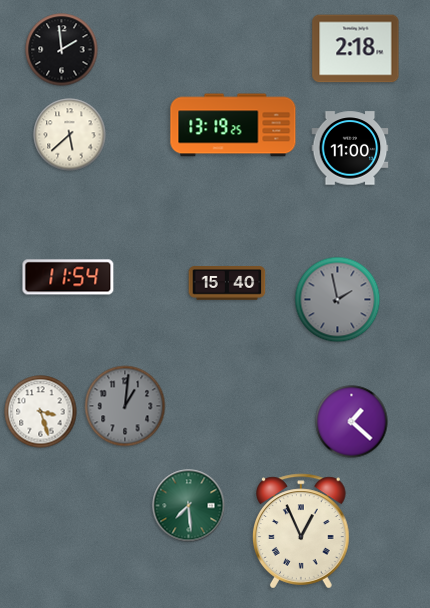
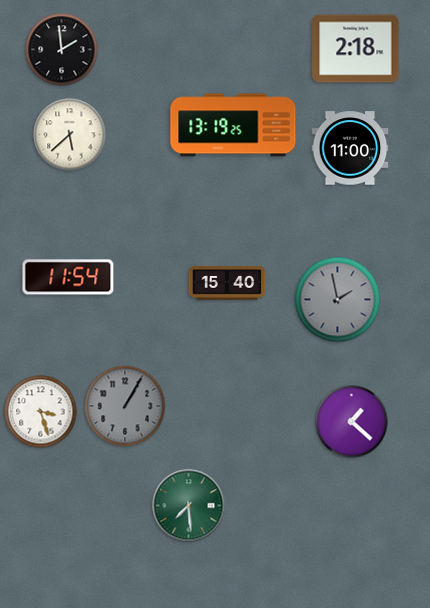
clock at (125, 406): 1:01 -> 1:05
clock at (302, 531): 12:56 -> none
